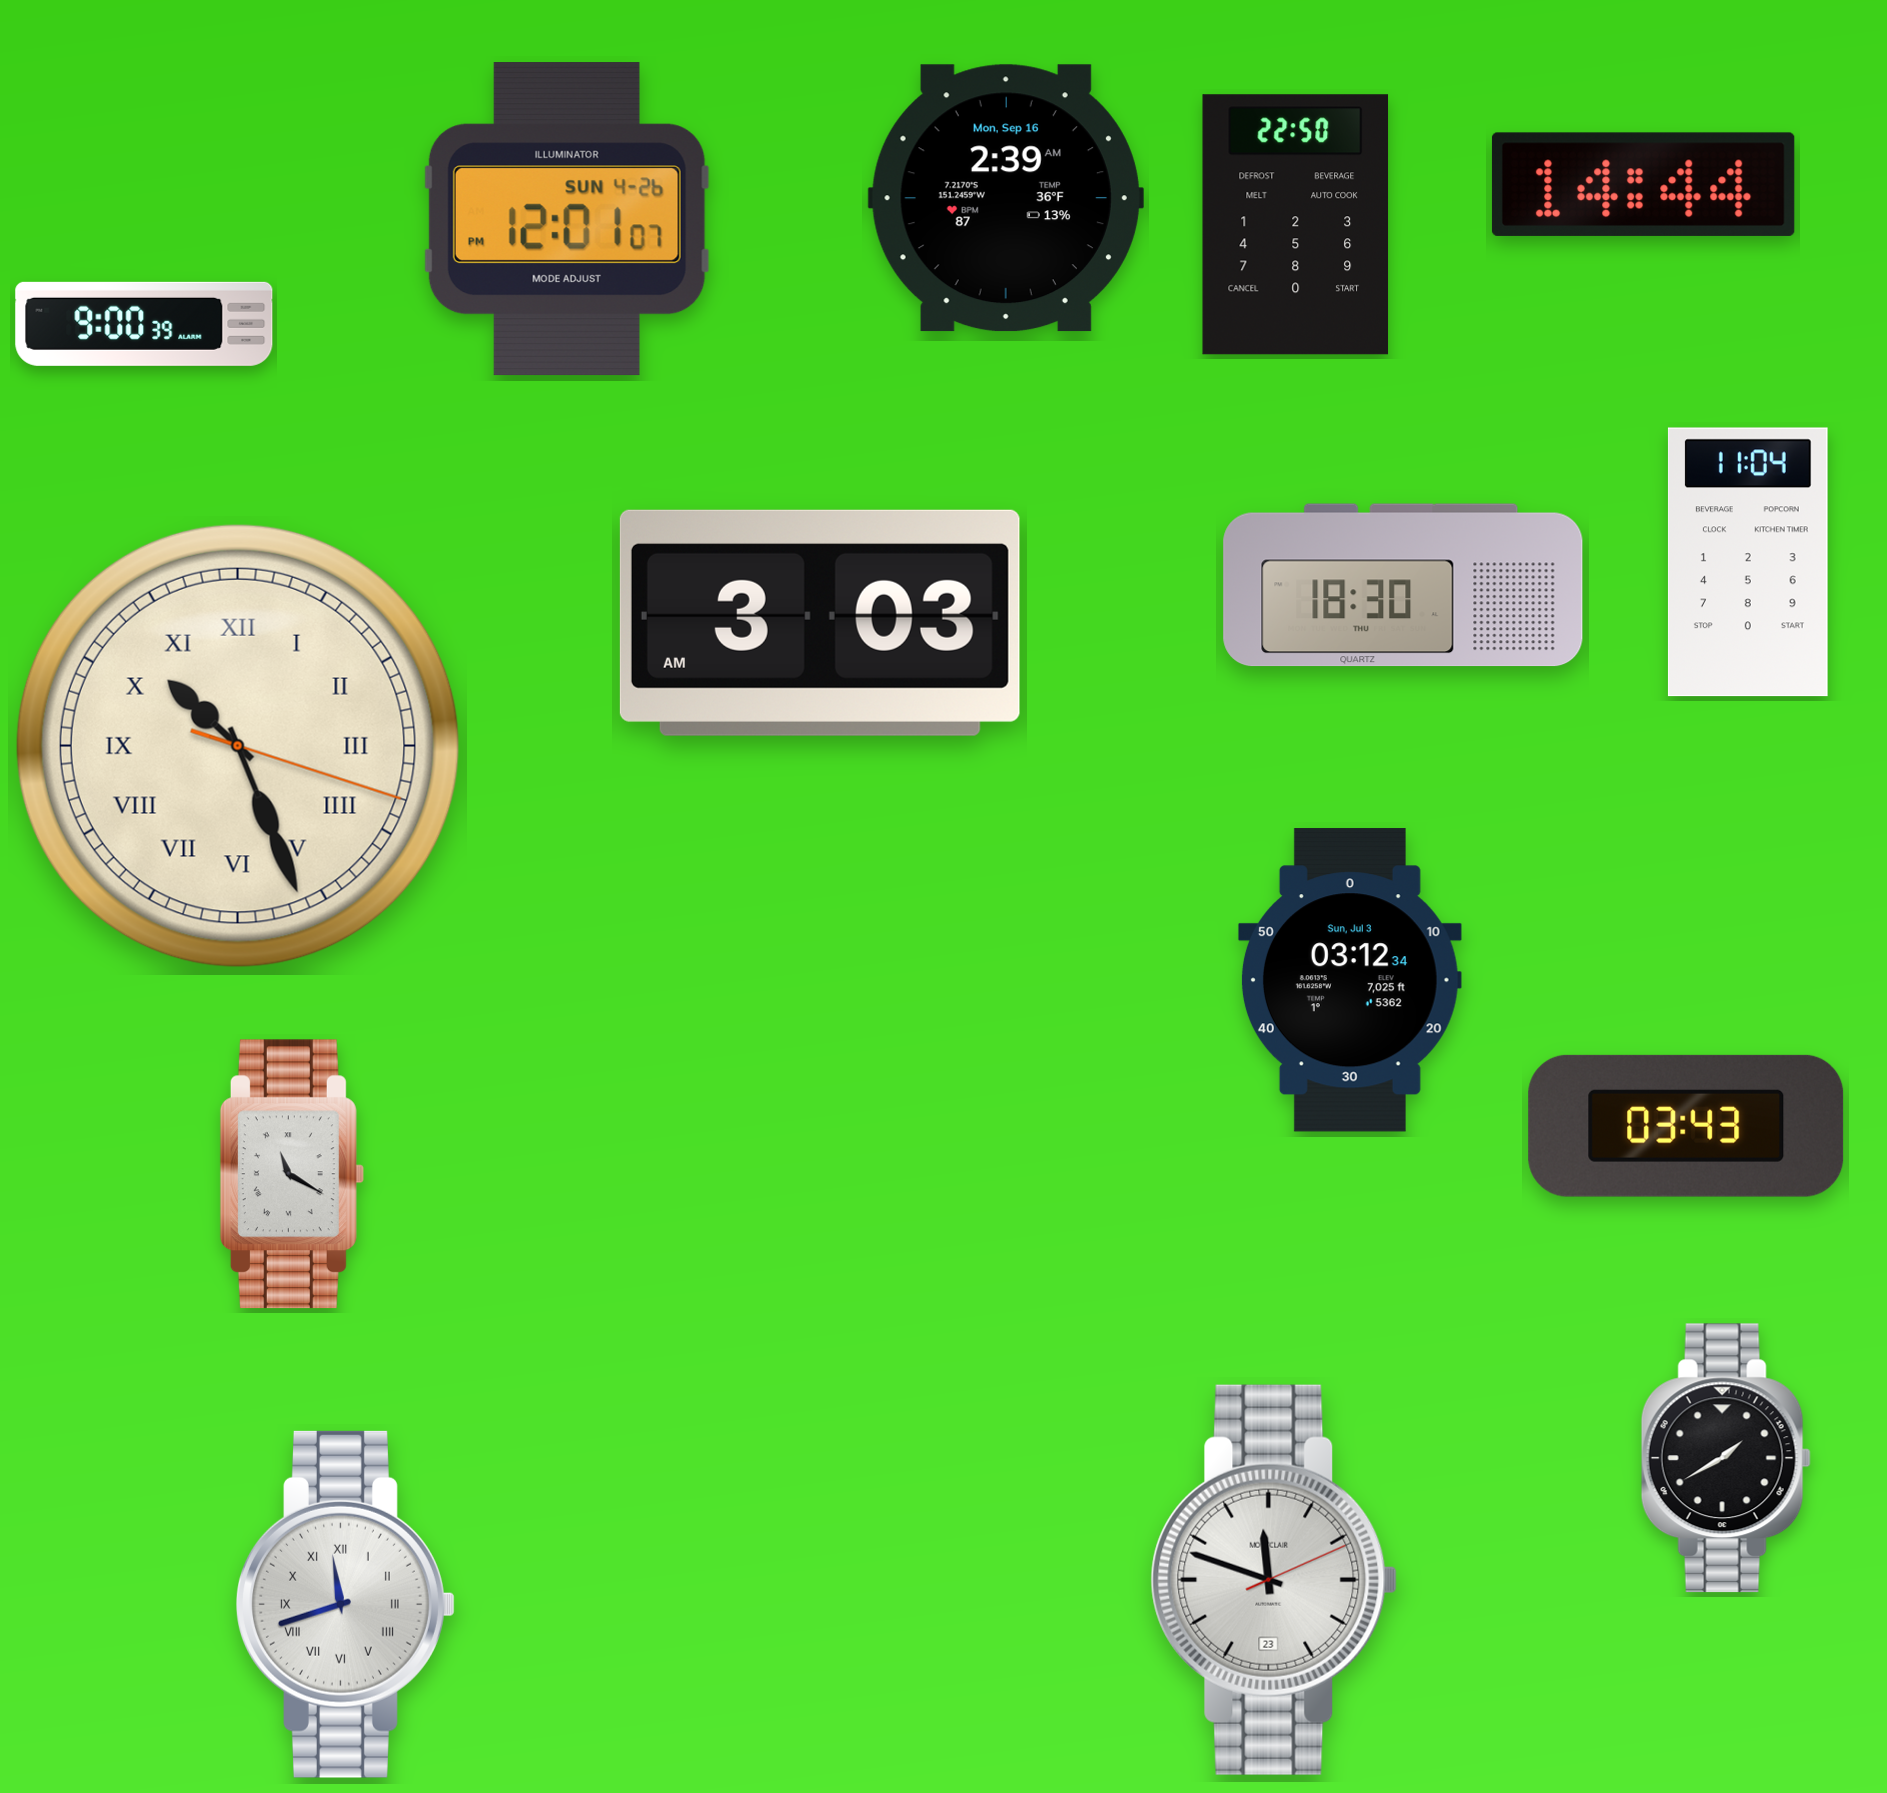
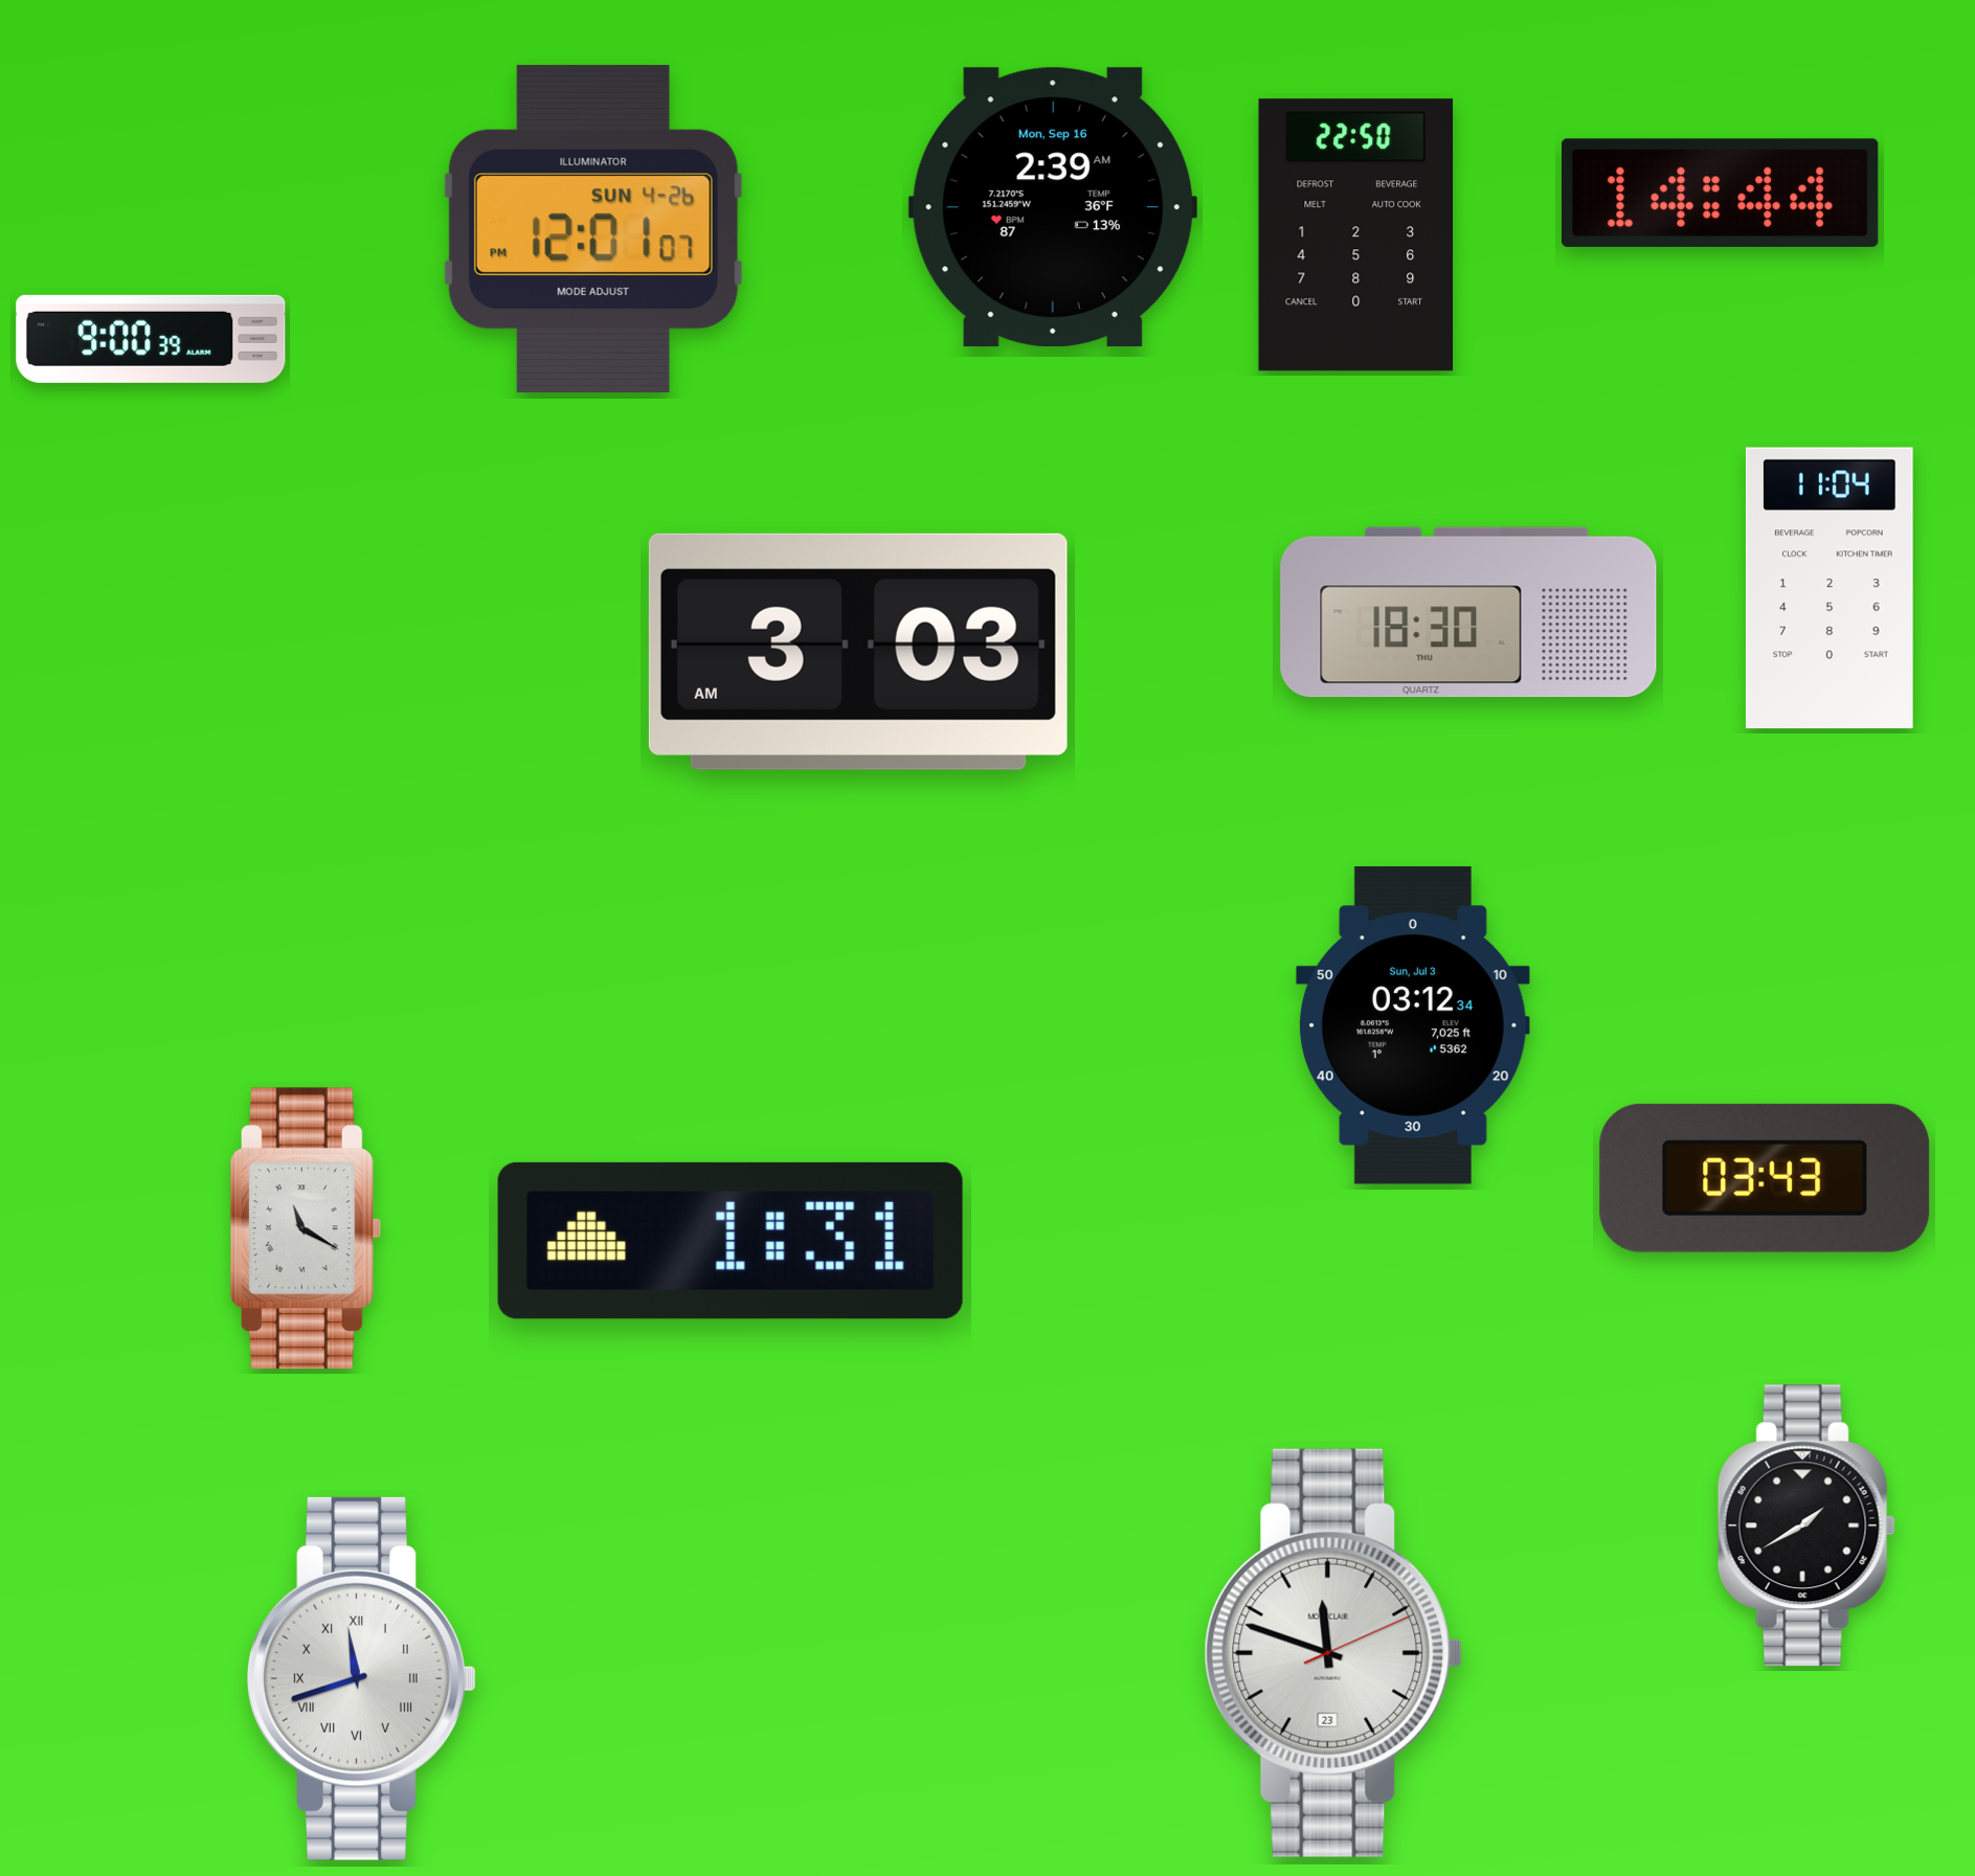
clock at (238, 746): 10:26 -> none
clock at (731, 1241): none -> 1:31
